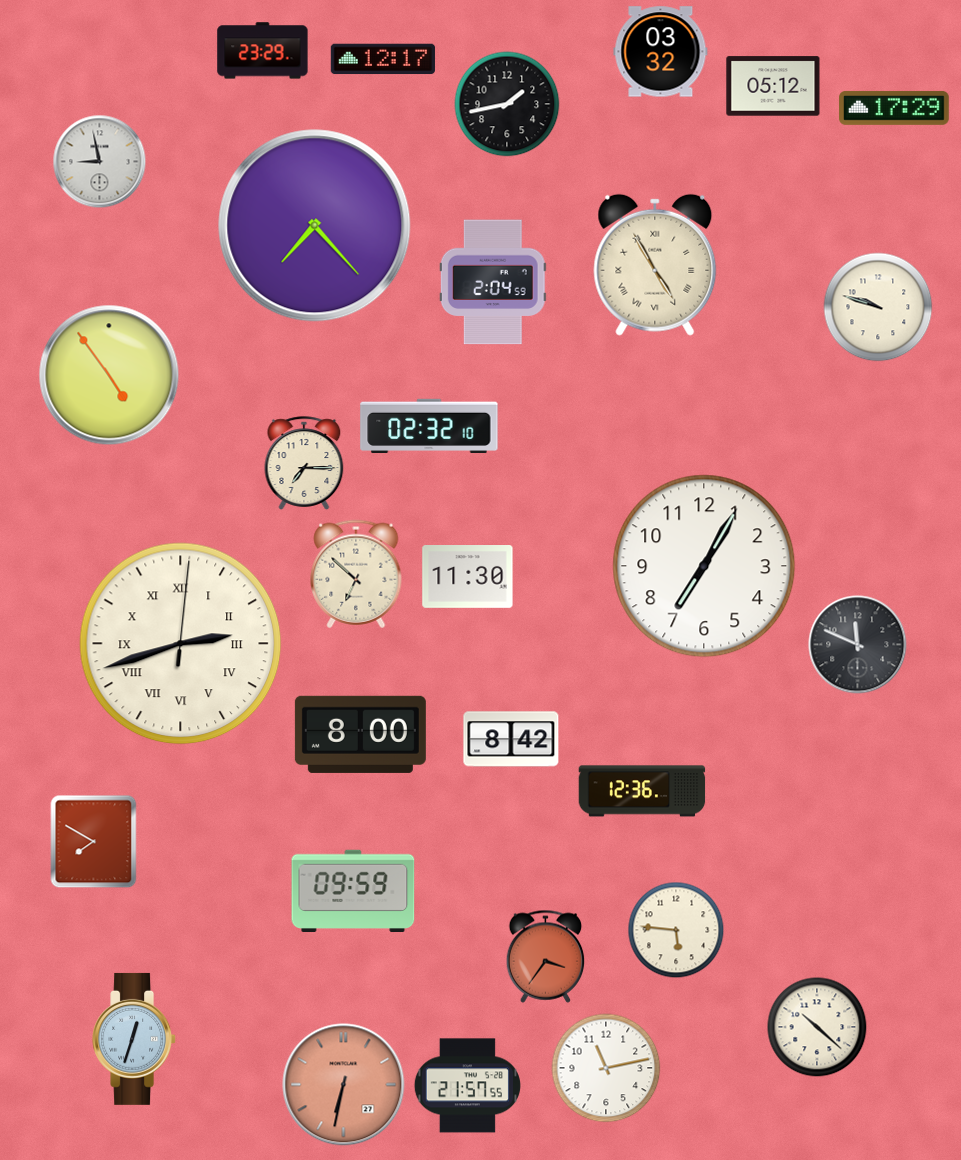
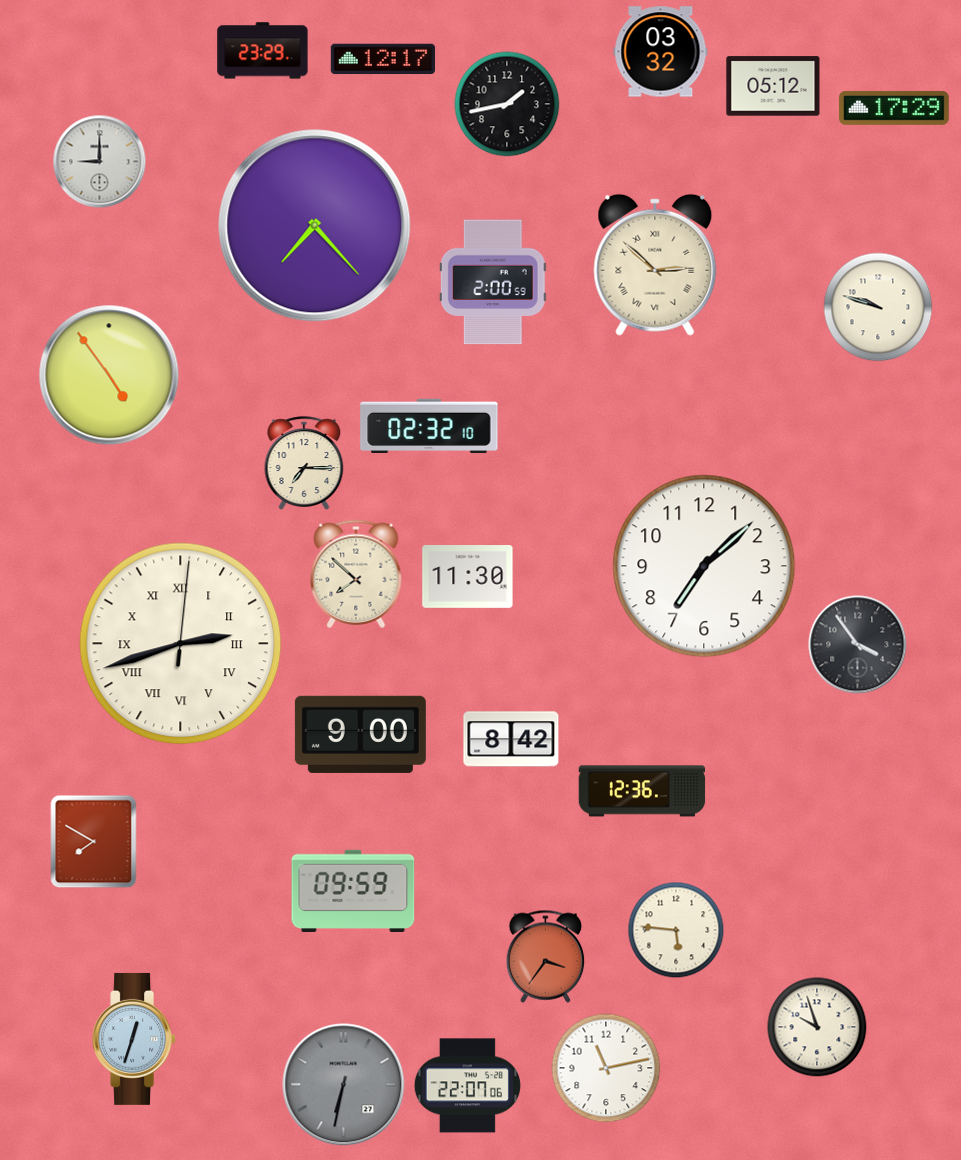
clock at (100, 162): 8:58 -> 9:00
clock at (655, 265): 4:55 -> 2:52
clock at (493, 282): 2:04 -> 2:00
clock at (704, 566): 7:05 -> 7:08
clock at (356, 574): 6:52 -> 7:52
clock at (858, 645): 11:49 -> 3:54
clock at (360, 734): 8:00 -> 9:00
clock at (817, 1027): 10:22 -> 9:57
clock at (344, 1085) dial: salmon -> grey
clock at (467, 1086): 21:57 -> 22:07
